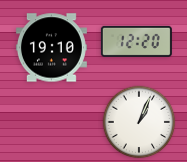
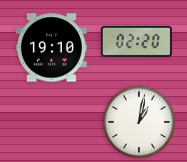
clock at (136, 41): 12:20 -> 02:20
clock at (139, 122): 1:04 -> 1:02
